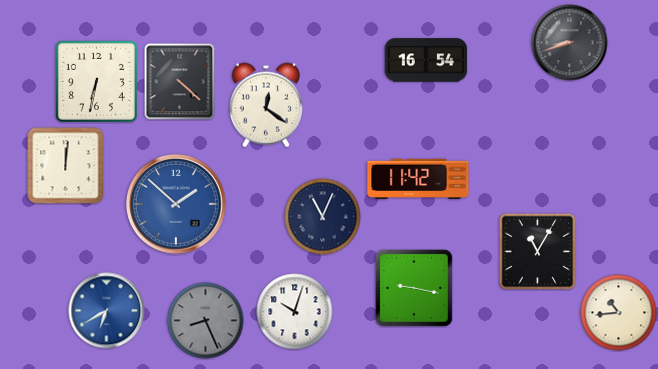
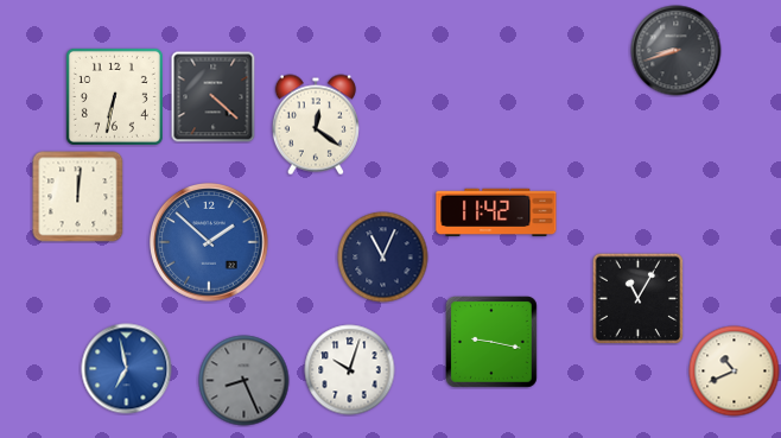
clock at (426, 60): 16:54 -> none
clock at (107, 311): 6:40 -> 6:58
clock at (619, 313): 10:44 -> 10:41
